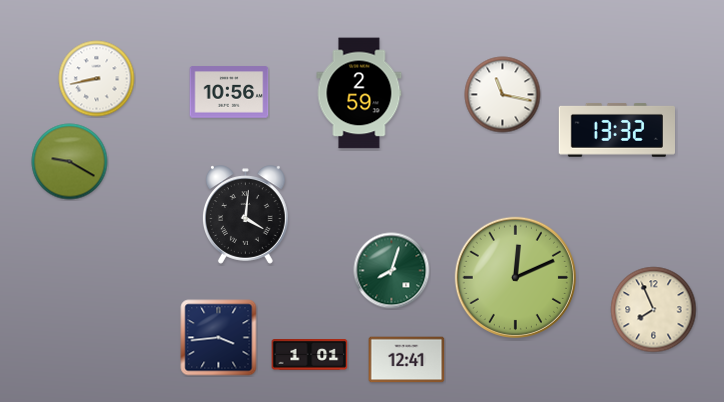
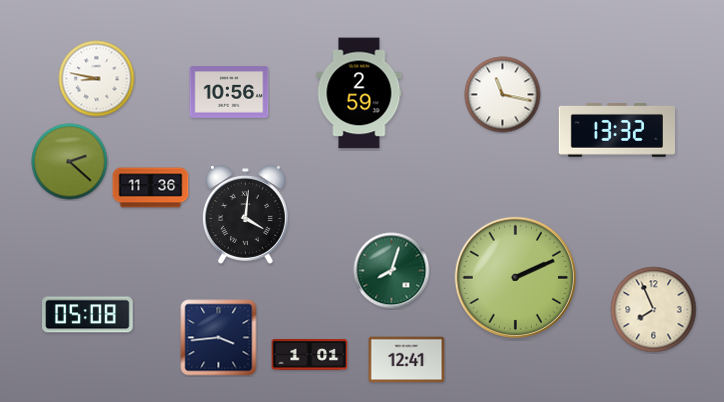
clock at (97, 79): 8:43 -> 8:47
clock at (70, 162): 9:20 -> 2:22
clock at (151, 188): none -> 11:36
clock at (515, 277): 12:11 -> 2:11
clock at (88, 315): none -> 05:08
